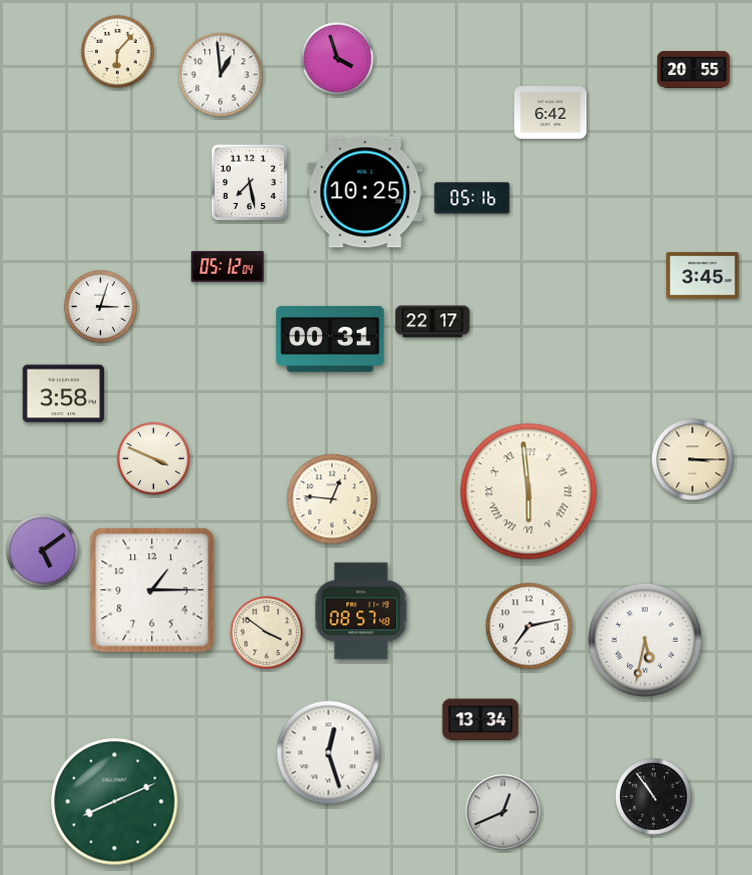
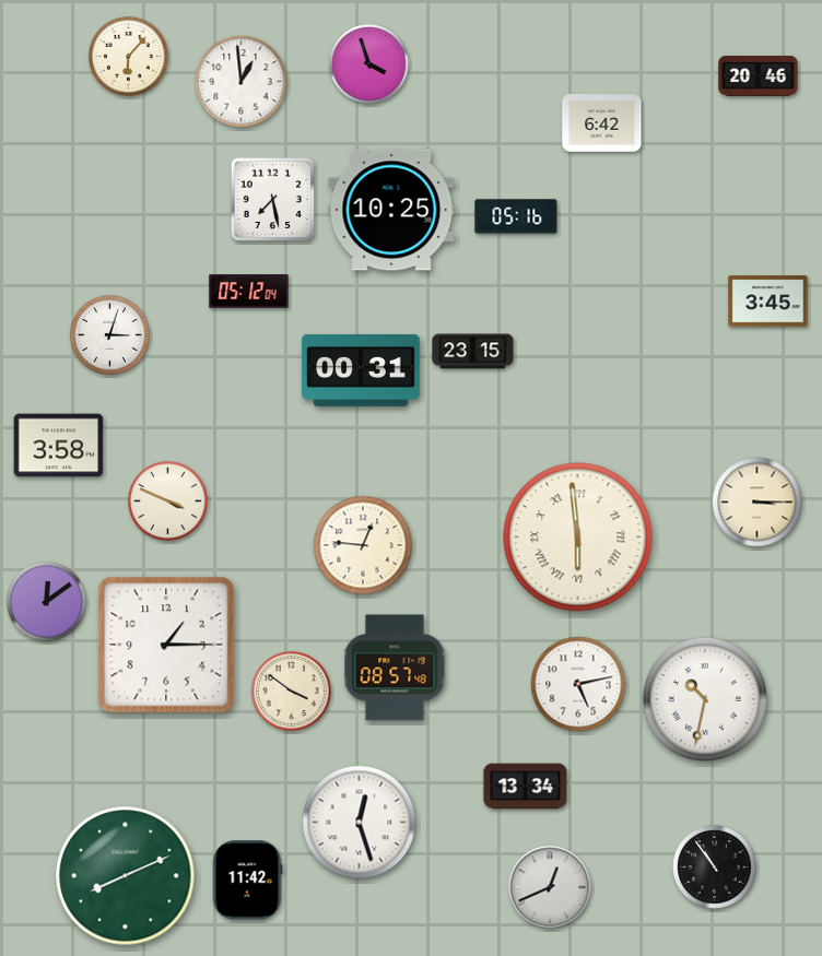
clock at (694, 69): 20:55 -> 20:46
clock at (365, 192) position: (365, 192) -> (391, 210)
clock at (433, 322): 22:17 -> 23:15
clock at (64, 394) position: (64, 394) -> (59, 446)
clock at (43, 551): 5:09 -> 12:09
clock at (529, 626): 7:13 -> 5:13
clock at (645, 640): 5:32 -> 10:32
clock at (654, 797) position: (654, 797) -> (715, 868)
clock at (248, 881): none -> 11:42
